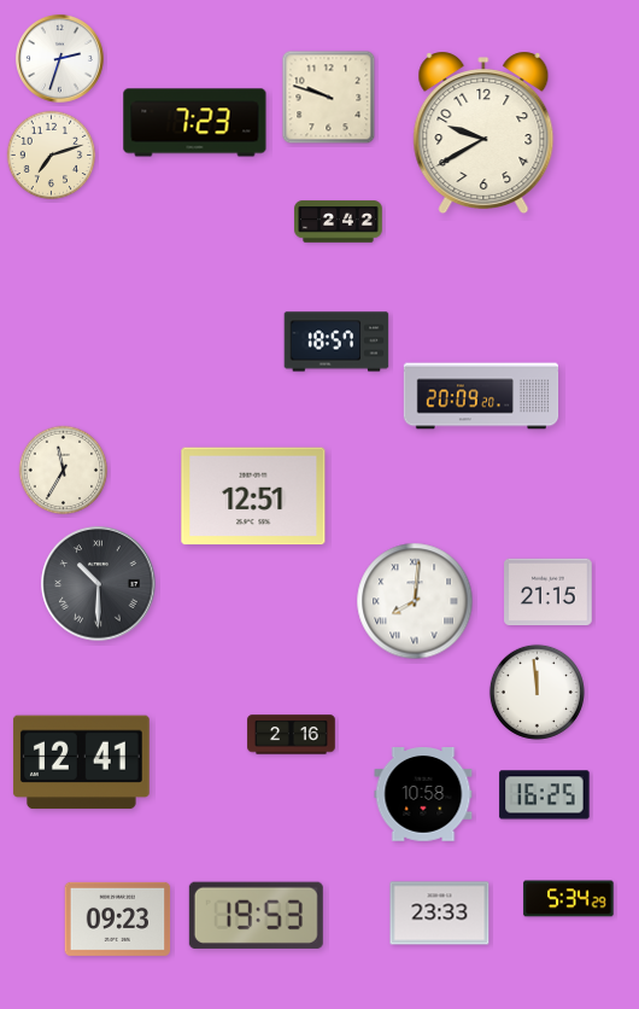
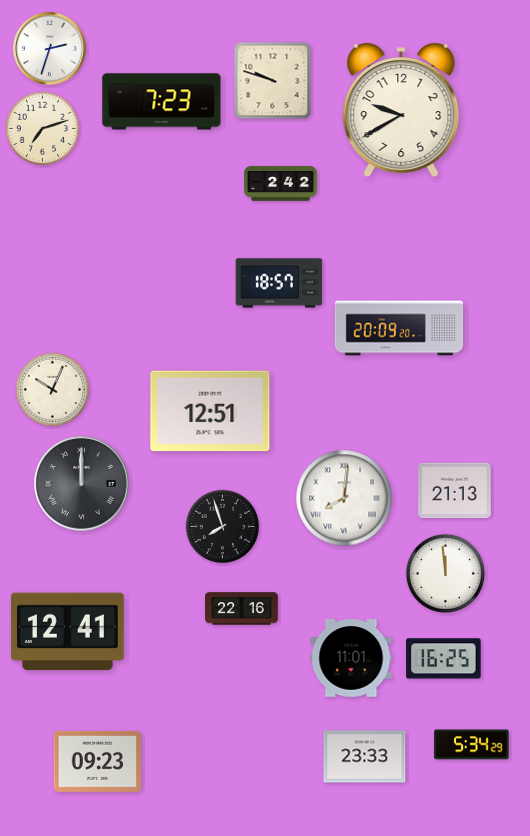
clock at (64, 471): 11:35 -> 10:04
clock at (99, 584): 10:30 -> 12:00
clock at (549, 593): 21:15 -> 21:13
clock at (223, 527): none -> 7:57
clock at (292, 735): 2:16 -> 22:16
clock at (423, 795): 10:58 -> 11:01
clock at (545, 795) position: (545, 795) -> (444, 659)
clock at (256, 915): 19:53 -> none
